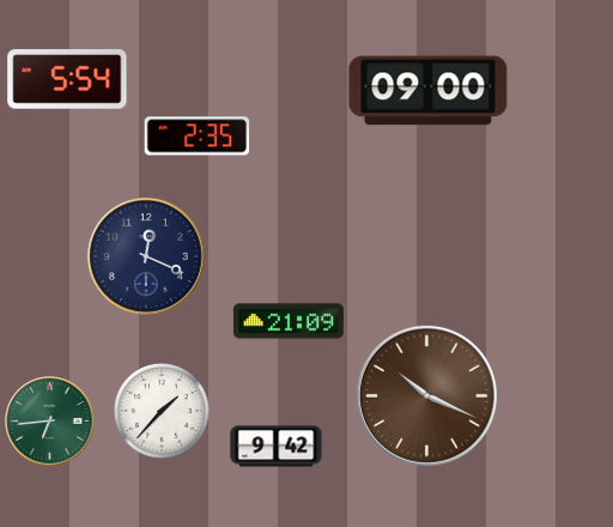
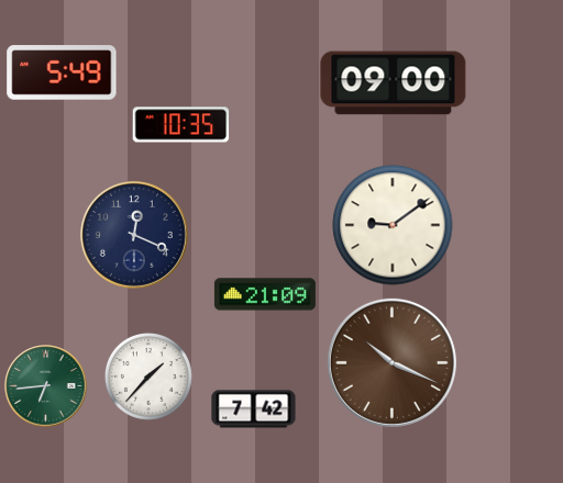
clock at (67, 79): 5:54 -> 5:49
clock at (198, 137): 2:35 -> 10:35
clock at (393, 225): none -> 9:09
clock at (277, 447): 9:42 -> 7:42
